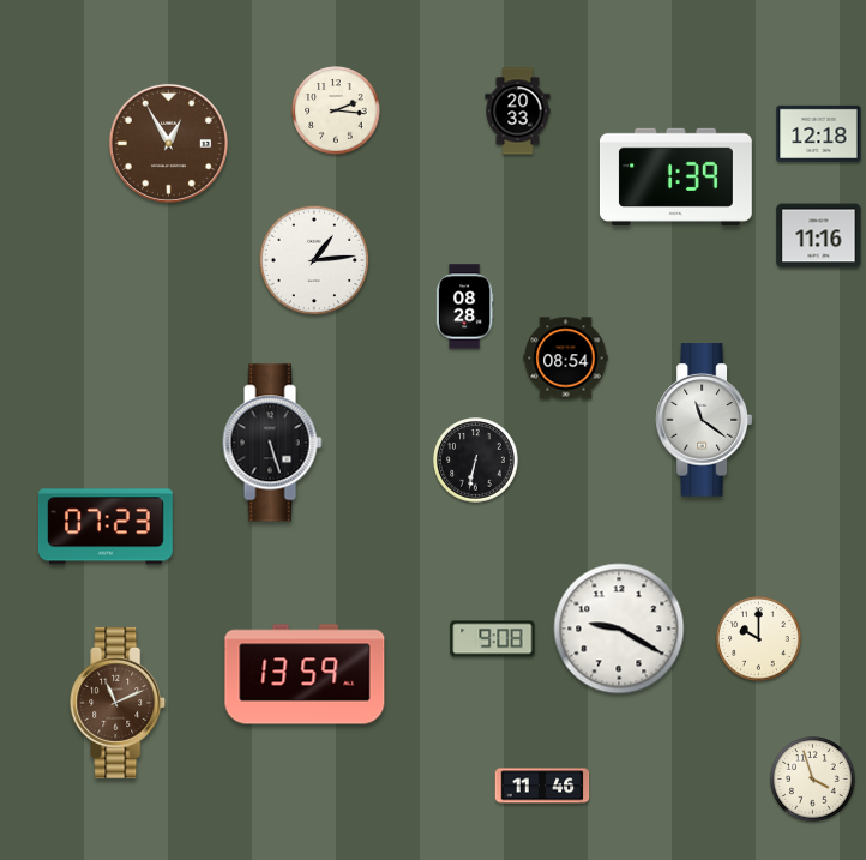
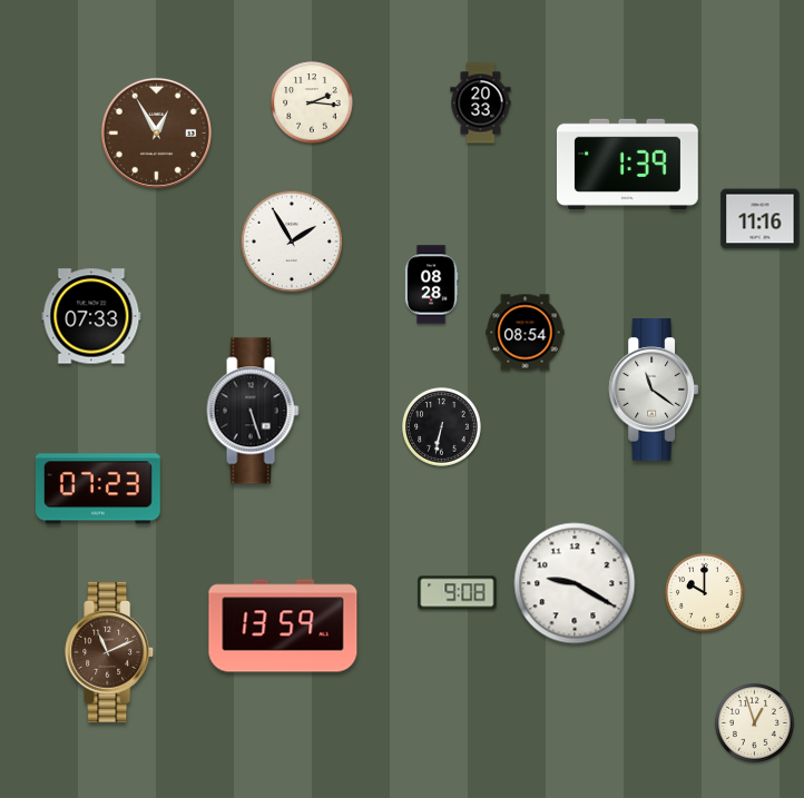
clock at (819, 133): 12:18 -> none
clock at (314, 260): 1:14 -> 1:55
clock at (91, 316): none -> 07:33
clock at (813, 780): 3:57 -> 12:57
clock at (542, 786): 11:46 -> none
